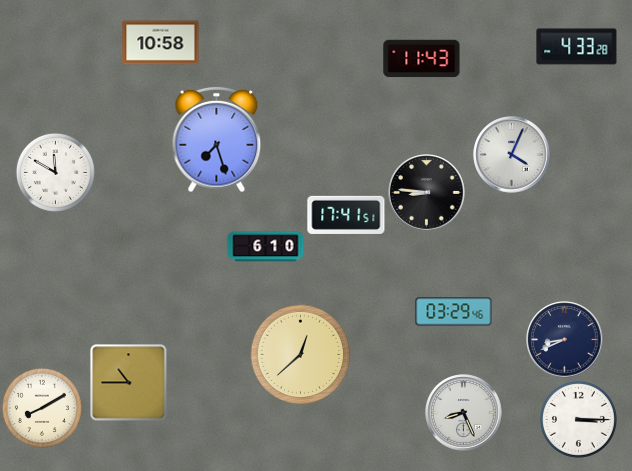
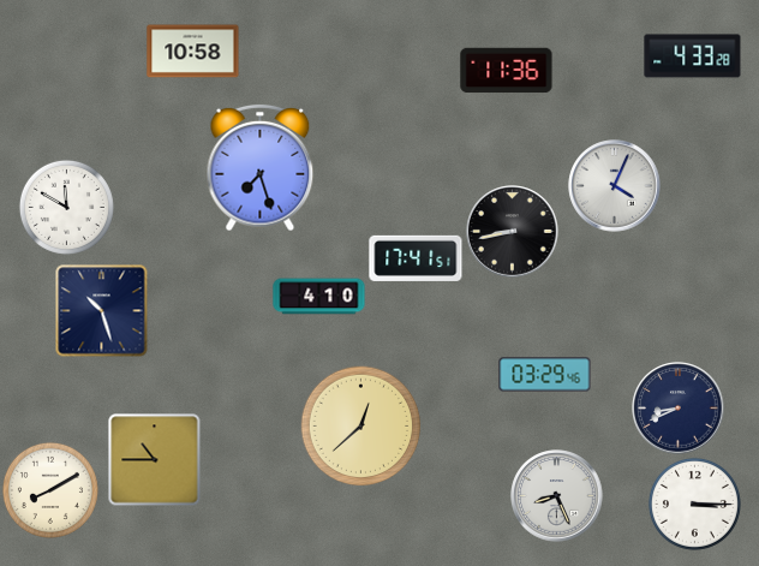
clock at (422, 59): 11:43 -> 11:36
clock at (427, 193): 8:46 -> 8:43
clock at (266, 247): 6:10 -> 4:10
clock at (102, 311): none -> 10:27
